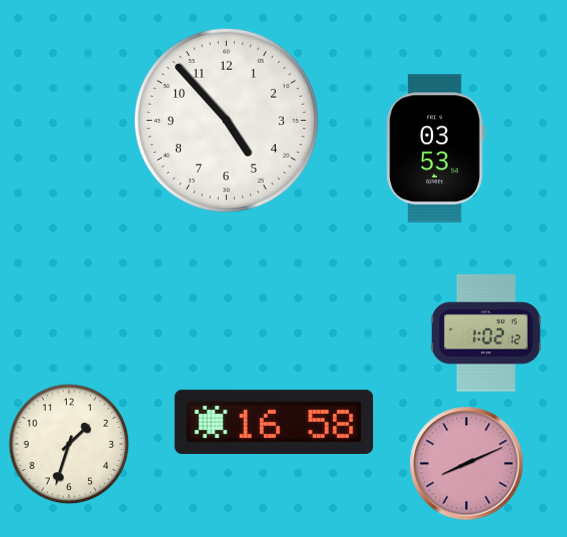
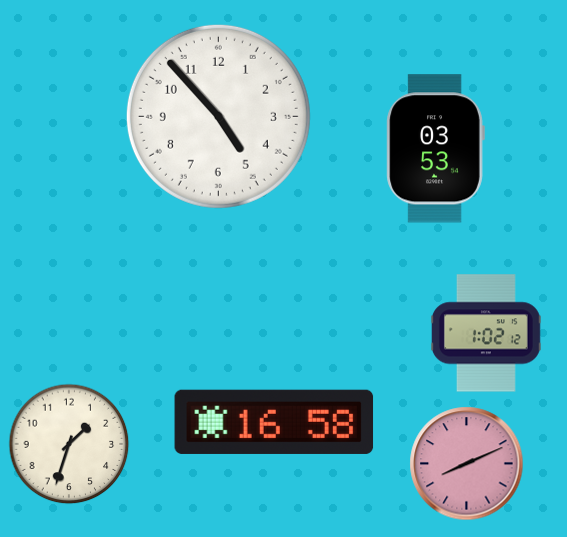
clock at (226, 120) position: (226, 120) -> (218, 116)
